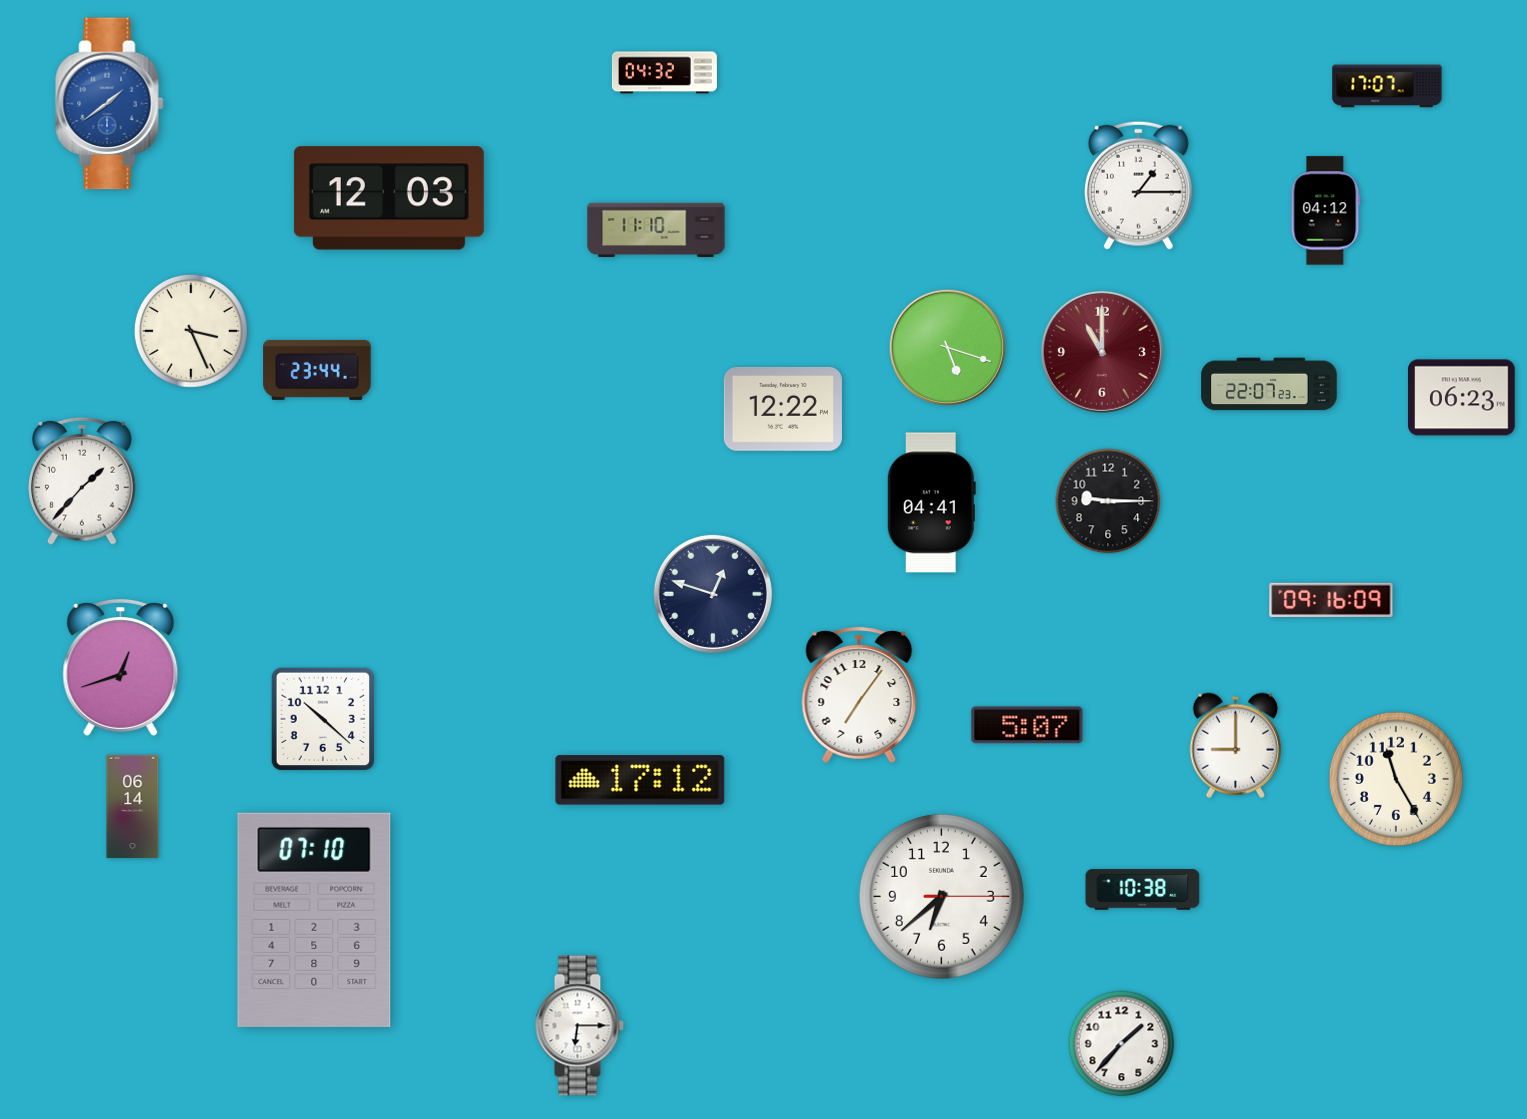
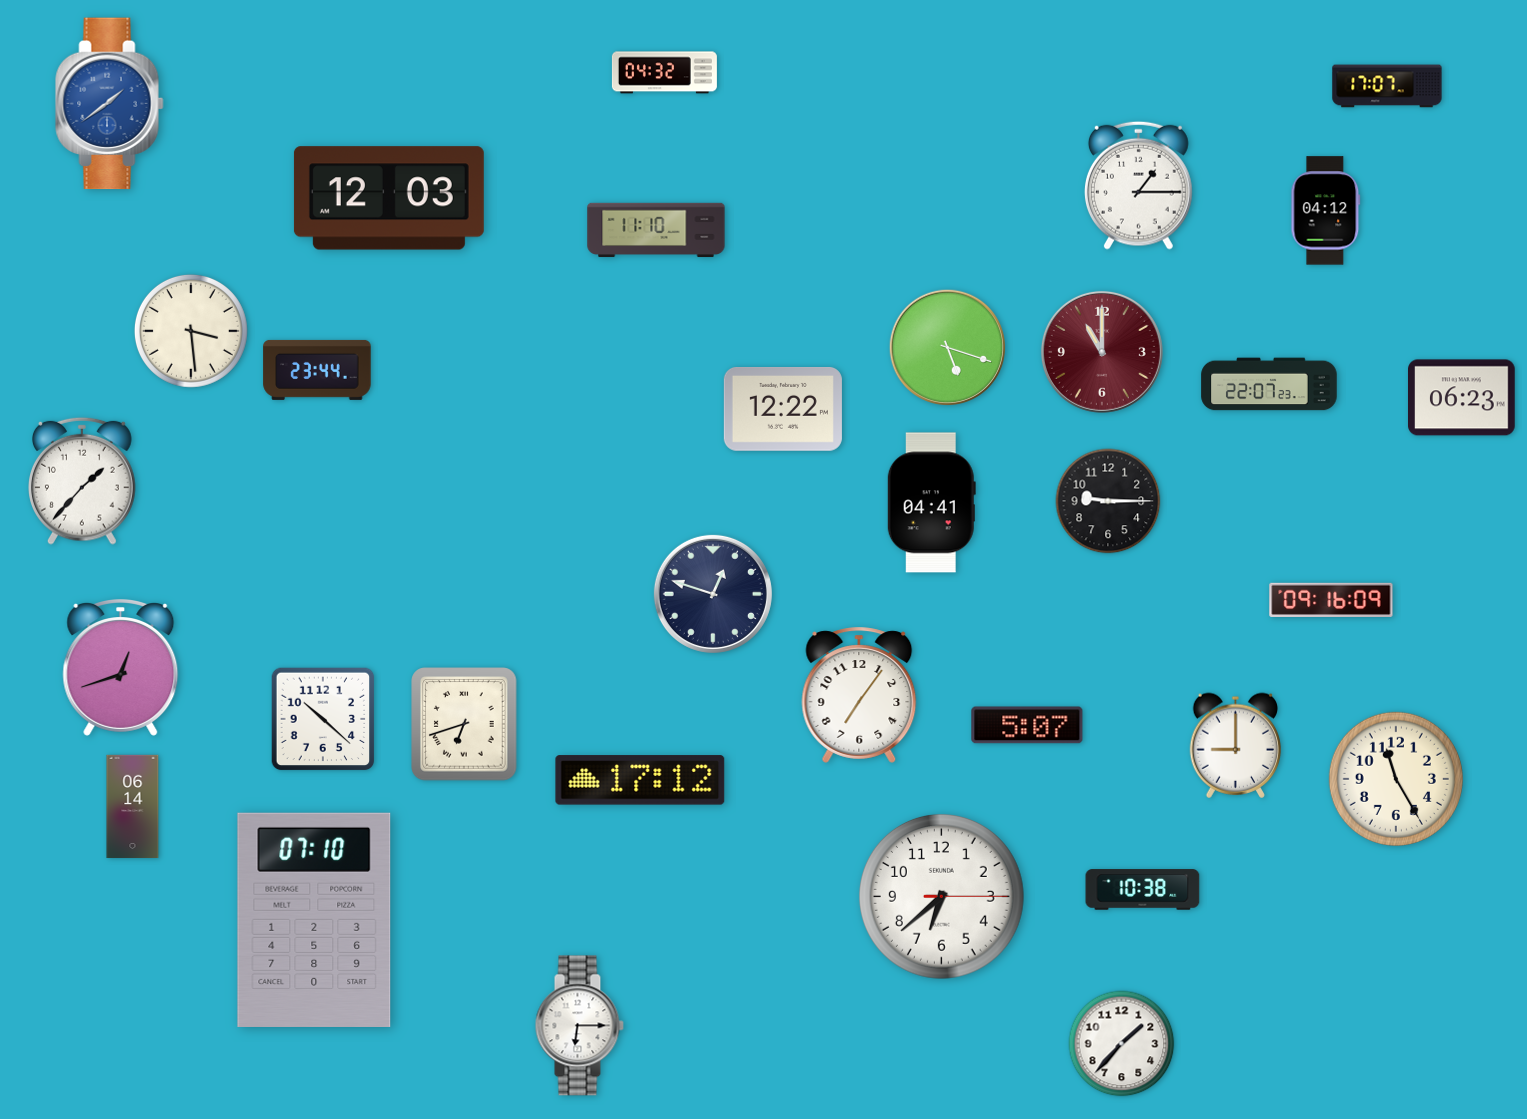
clock at (191, 331): 3:26 -> 3:29
clock at (464, 724): none -> 6:42
